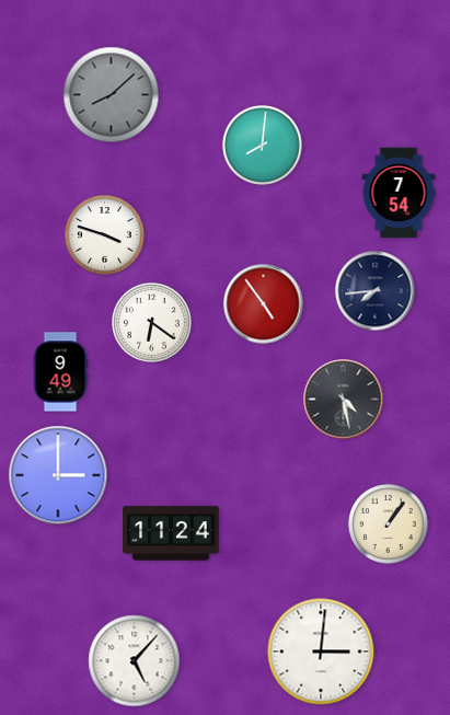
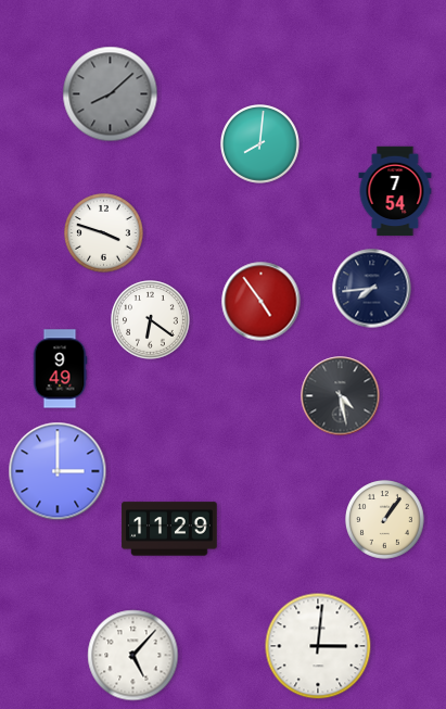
clock at (171, 533): 11:24 -> 11:29
